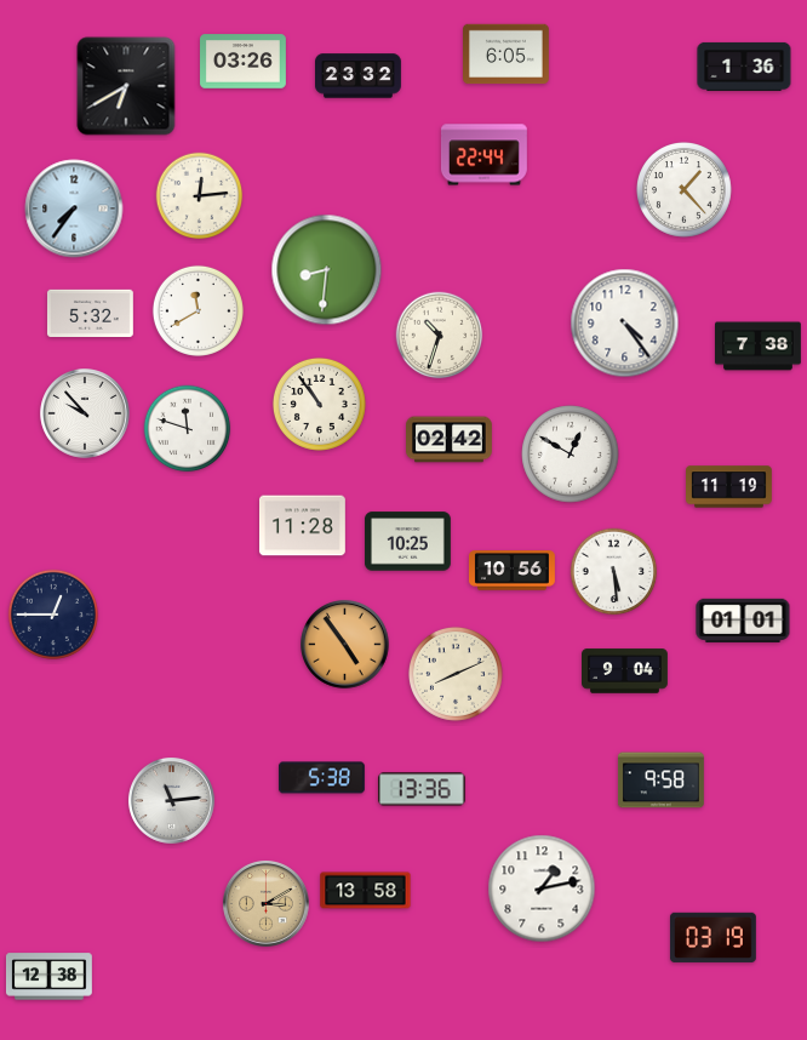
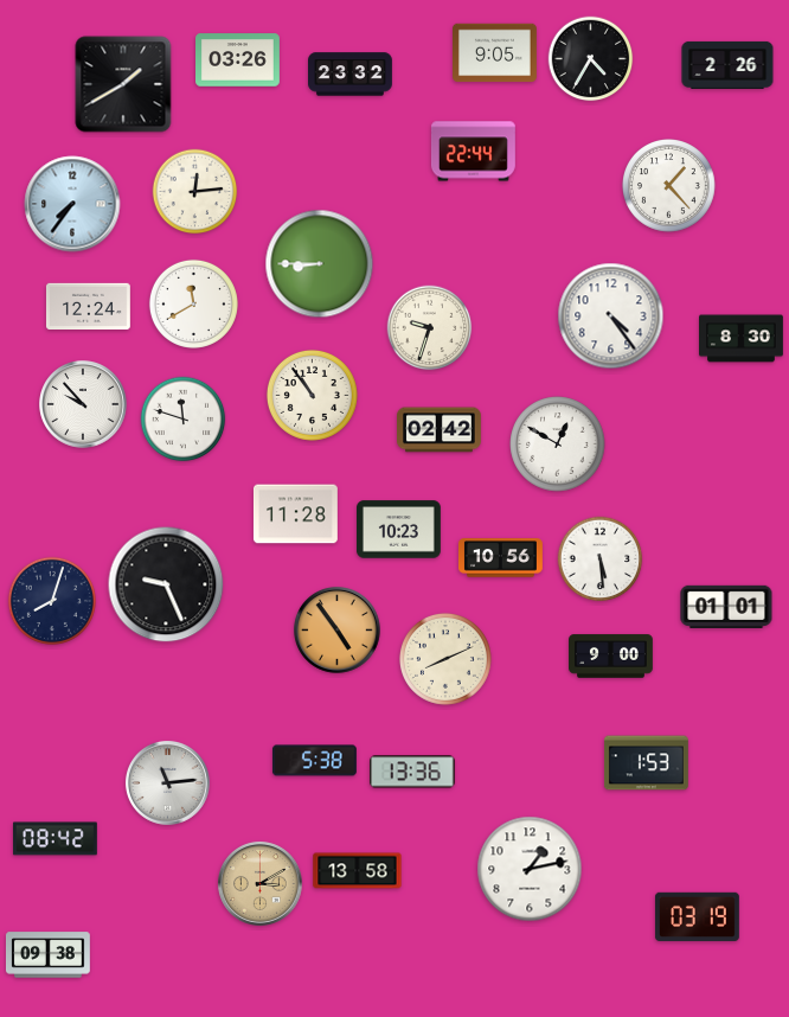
clock at (506, 55): 6:05 -> 9:05
clock at (591, 59): none -> 4:35
clock at (744, 67): 1:36 -> 2:26
clock at (126, 86): 6:40 -> 1:40
clock at (327, 270): 8:31 -> 8:45
clock at (91, 313): 5:32 -> 12:24
clock at (440, 336): 10:33 -> 9:33
clock at (759, 347): 7:38 -> 8:30
clock at (729, 487): 11:19 -> none
clock at (408, 542): 10:25 -> 10:23
clock at (166, 584): none -> 9:26
clock at (53, 615): 12:45 -> 8:03
clock at (625, 672): 9:04 -> 9:00
clock at (660, 781): 9:58 -> 1:53
clock at (54, 839): none -> 08:42
clock at (48, 977): 12:38 -> 09:38
